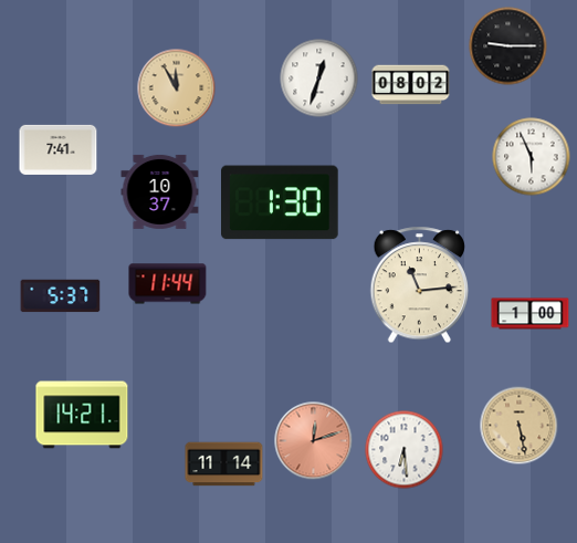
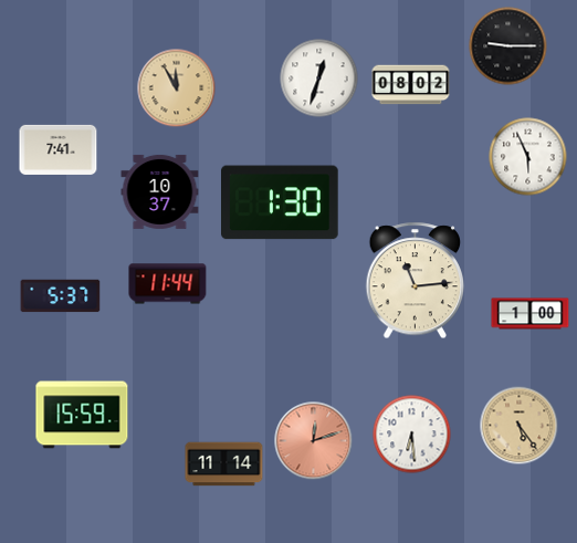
clock at (532, 157) position: (532, 157) -> (528, 157)
clock at (420, 285) position: (420, 285) -> (416, 281)
clock at (82, 415): 14:21 -> 15:59
clock at (520, 426): 5:28 -> 5:24
clock at (405, 450) position: (405, 450) -> (412, 435)
